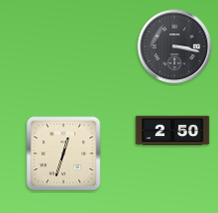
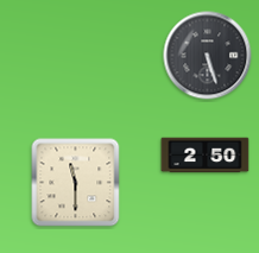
clock at (175, 47): 3:17 -> 5:27
clock at (64, 154): 12:33 -> 11:30
